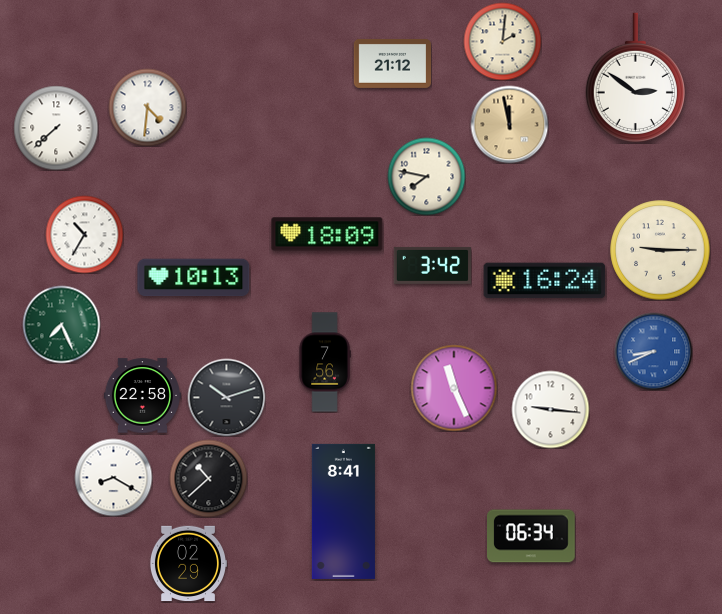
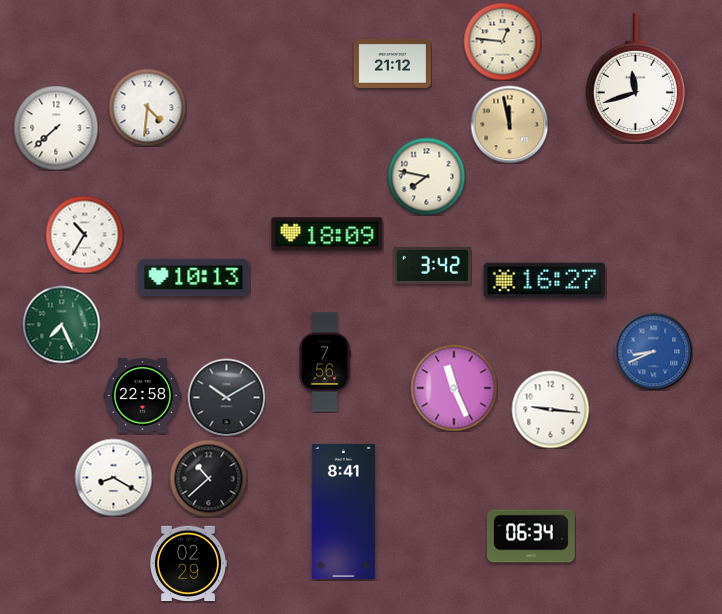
clock at (502, 41): 2:01 -> 12:46
clock at (635, 78): 2:51 -> 11:42
clock at (660, 250): 9:15 -> none
clock at (545, 281): 16:24 -> 16:27
clock at (226, 397): 10:12 -> 10:10
